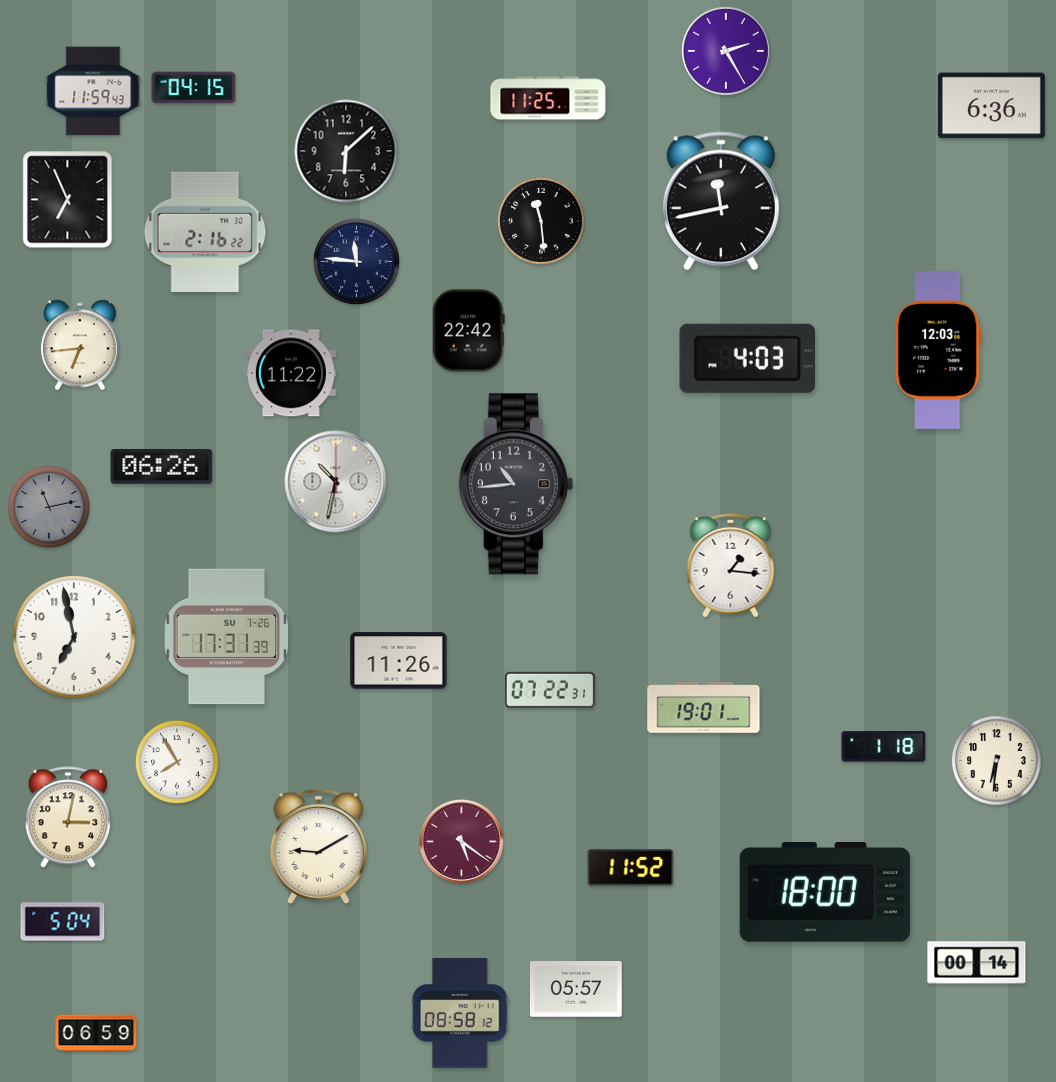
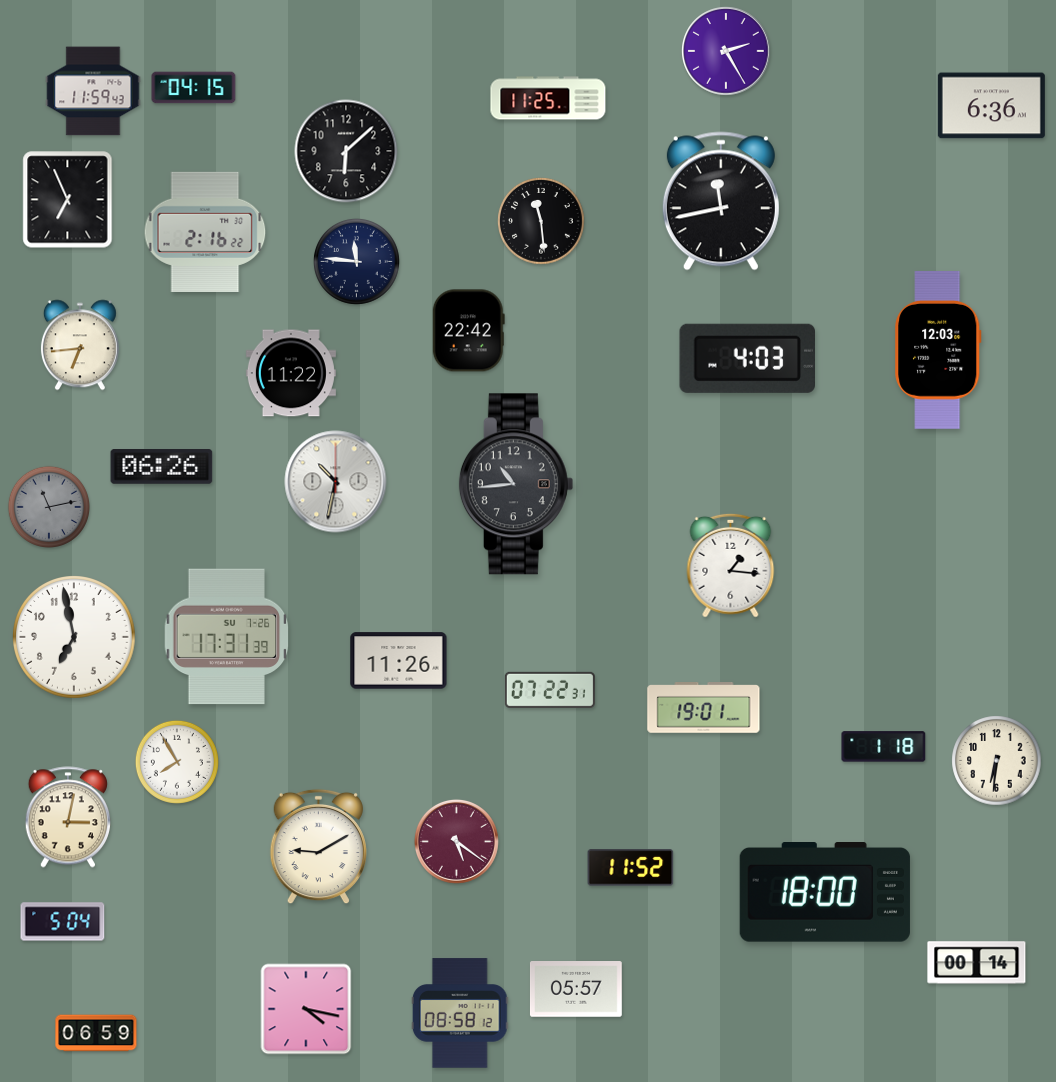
clock at (461, 841) position: (461, 841) -> (456, 841)
clock at (306, 1009): none -> 4:17
